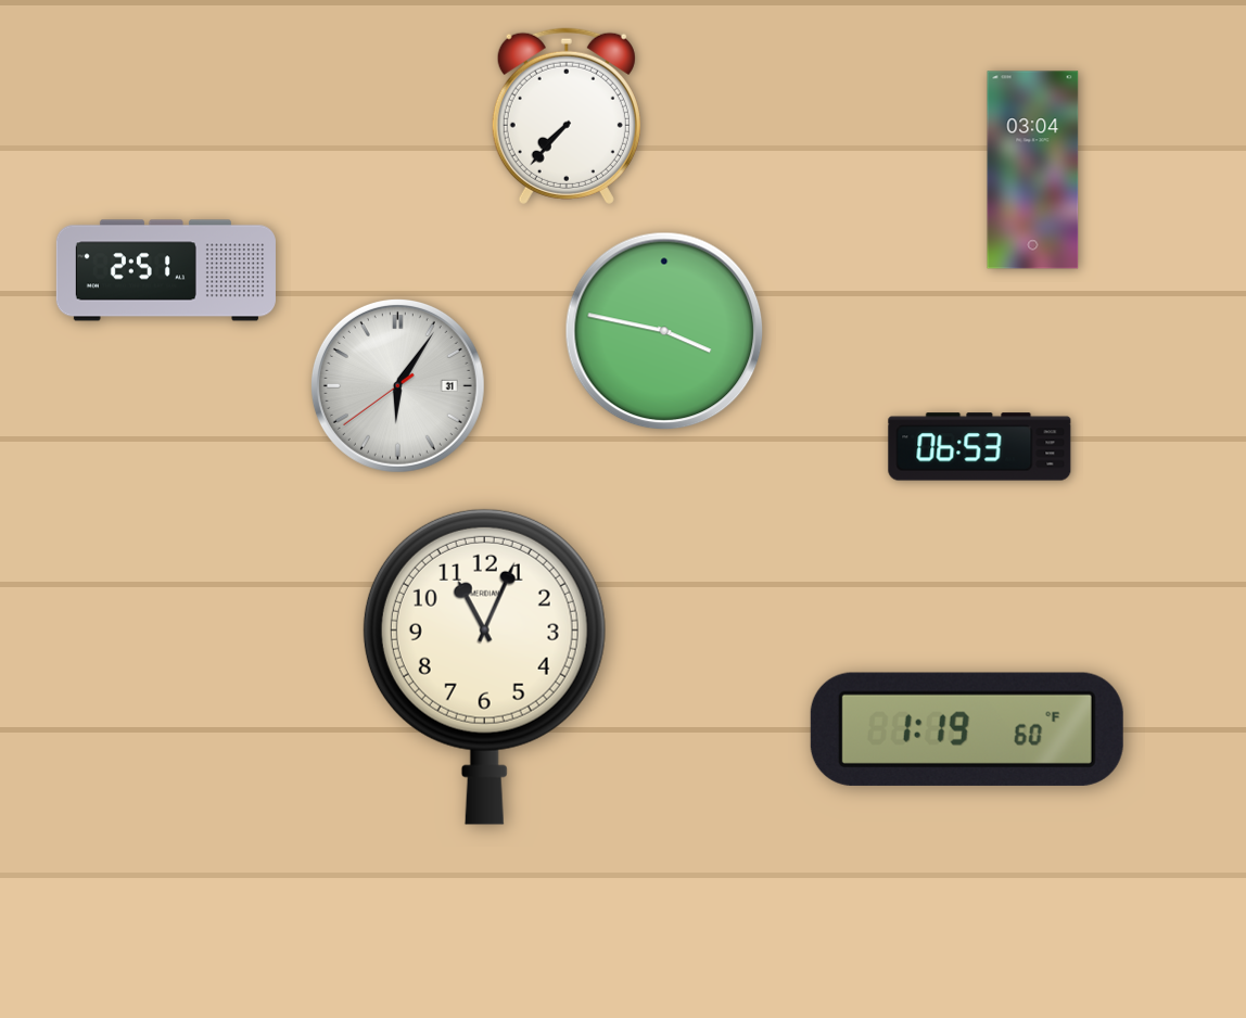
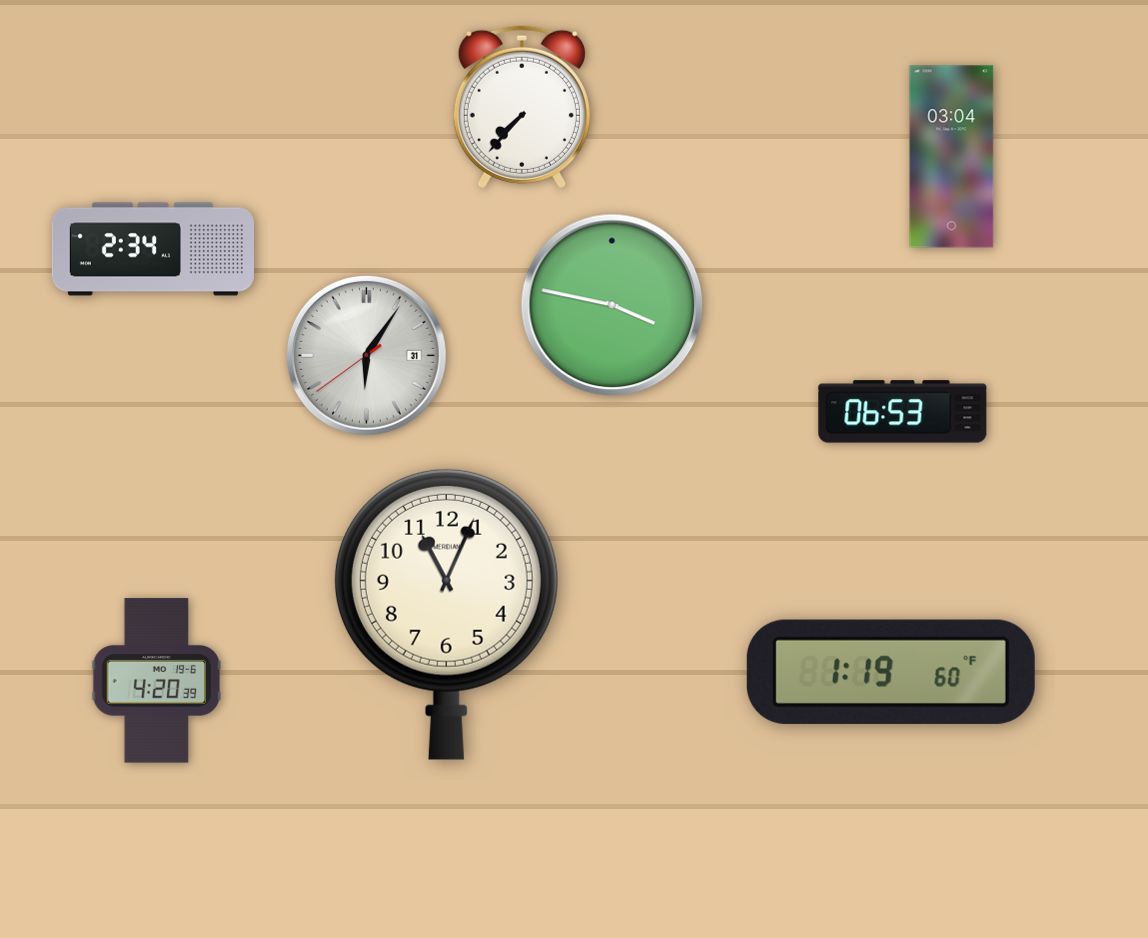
clock at (166, 270): 2:51 -> 2:34
clock at (157, 681): none -> 4:20
